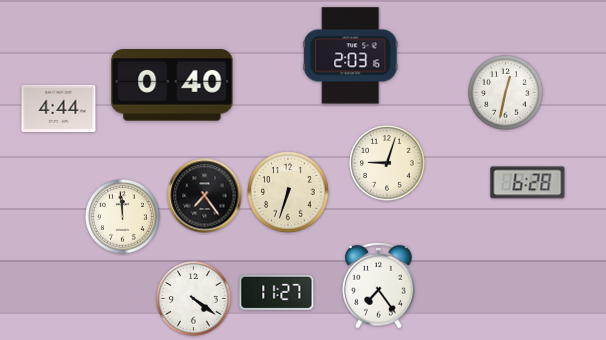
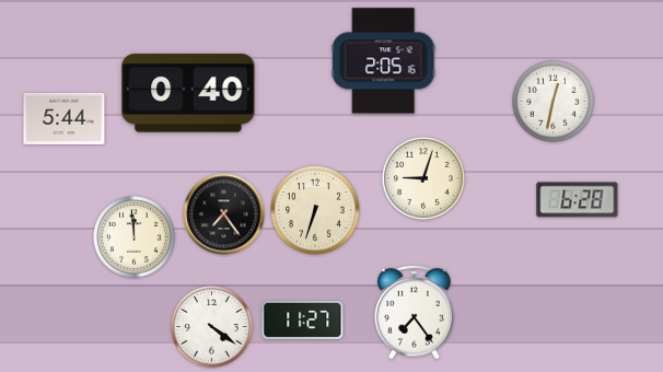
clock at (351, 56): 2:03 -> 2:05
clock at (59, 108): 4:44 -> 5:44
